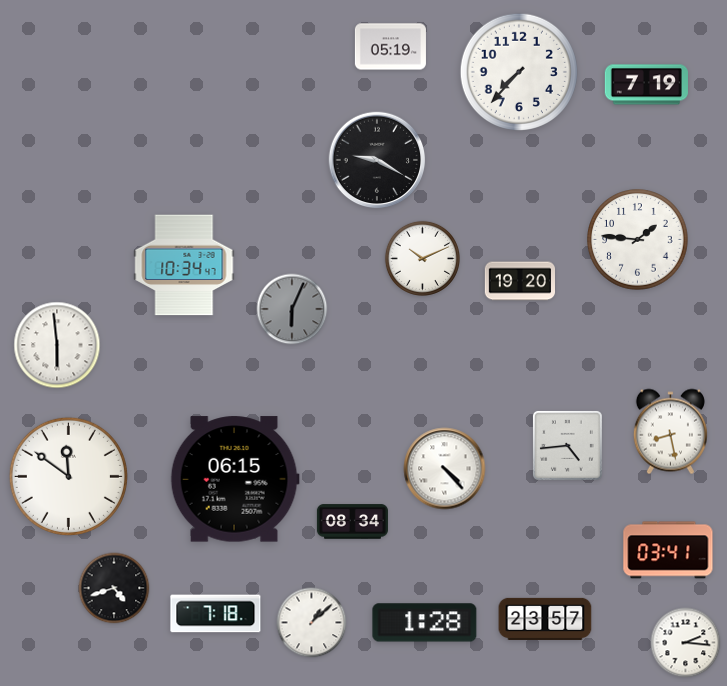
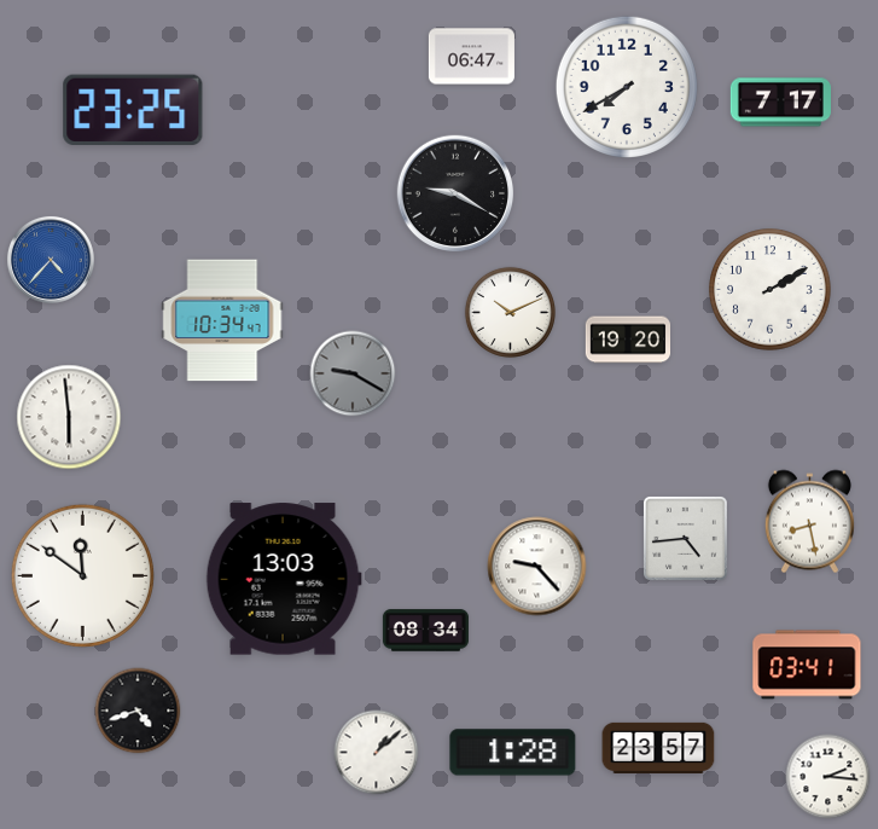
clock at (390, 47): 05:19 -> 06:47
clock at (519, 72): 7:37 -> 7:40
clock at (646, 85): 7:19 -> 7:17
clock at (133, 109): none -> 23:25
clock at (51, 260): none -> 4:37
clock at (638, 240): 1:46 -> 2:10
clock at (292, 309): 6:04 -> 9:20
clock at (445, 469): 4:23 -> 9:23
clock at (235, 479): 06:15 -> 13:03
clock at (216, 614): 7:18 -> none
